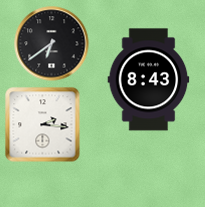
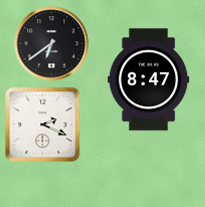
clock at (149, 80): 8:43 -> 8:47
clock at (43, 125): 2:16 -> 2:19
